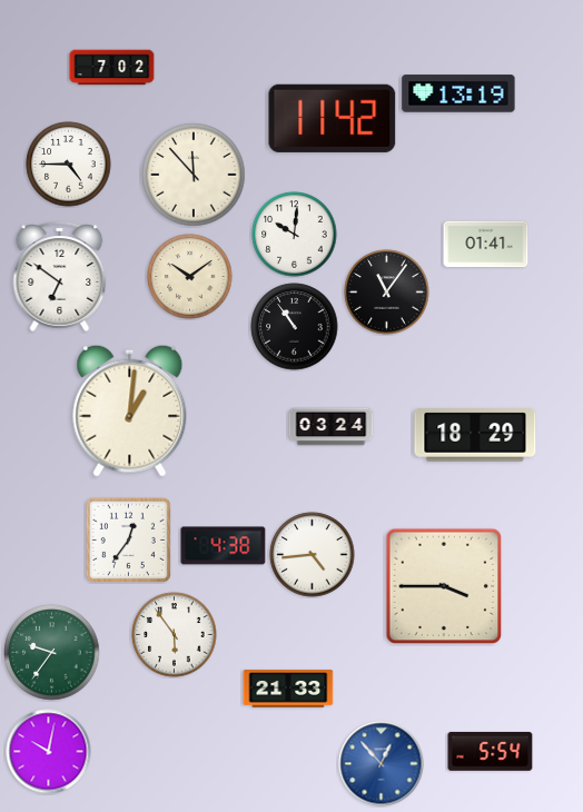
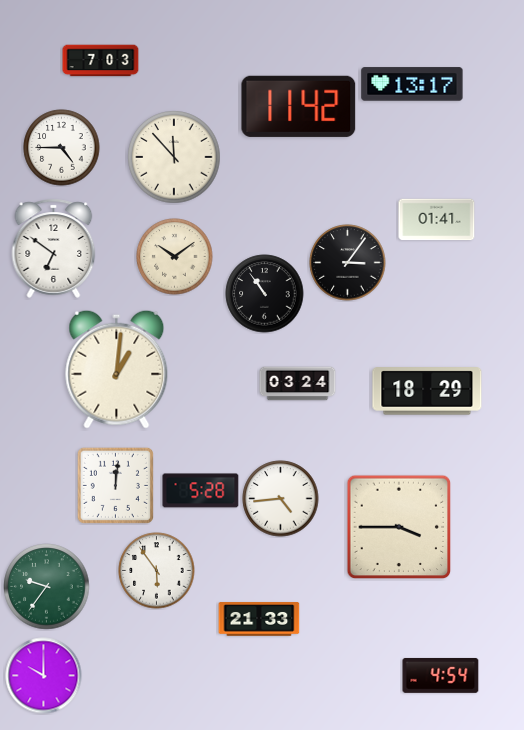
clock at (112, 68): 7:02 -> 7:03
clock at (458, 93): 13:19 -> 13:17
clock at (295, 235): 10:01 -> none
clock at (190, 277) position: (190, 277) -> (175, 257)
clock at (387, 293): 11:06 -> 3:06
clock at (128, 539): 12:36 -> 12:01
clock at (224, 546): 4:38 -> 5:28
clock at (491, 751): 5:54 -> 4:54
clock at (49, 752): 10:02 -> 10:00
clock at (382, 764): 12:53 -> none
